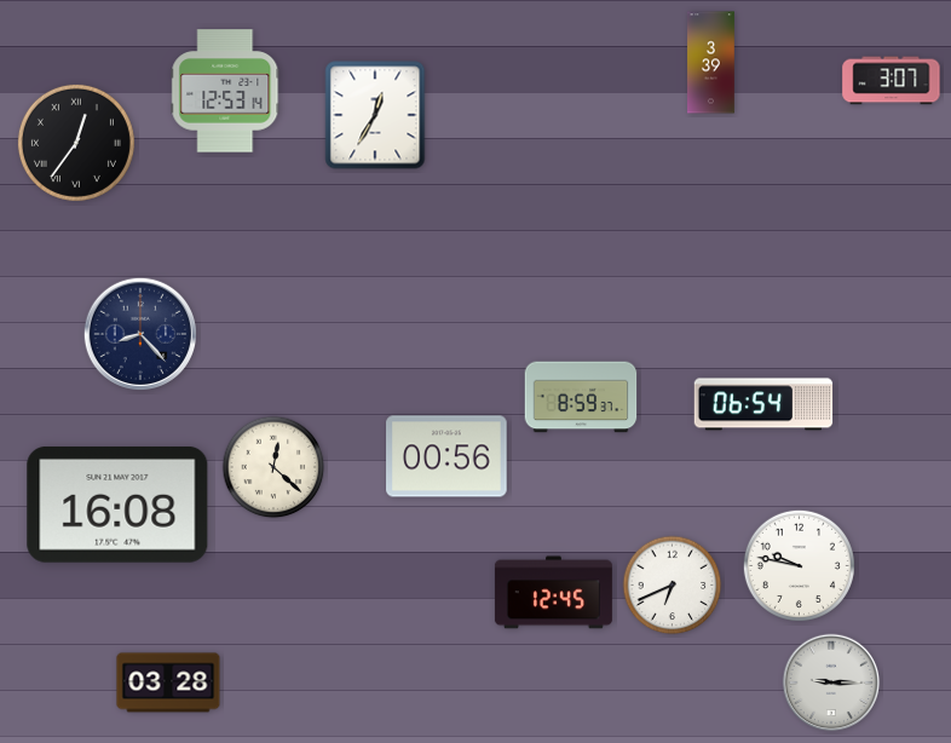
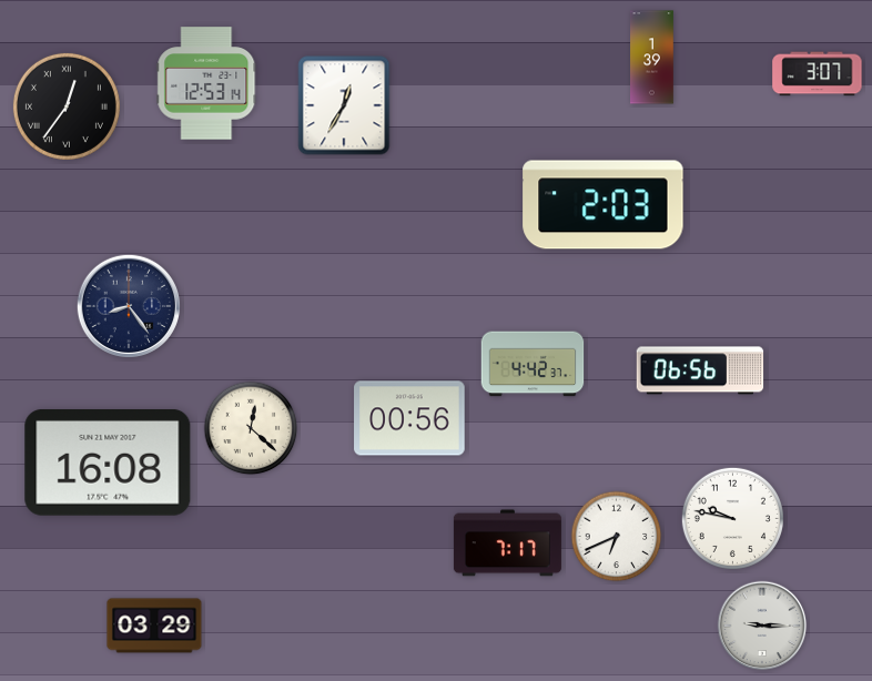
clock at (711, 63): 3:39 -> 1:39
clock at (76, 143) position: (76, 143) -> (67, 106)
clock at (604, 205): none -> 2:03
clock at (139, 333): 8:23 -> 8:24
clock at (581, 397): 8:59 -> 4:42
clock at (763, 404): 06:54 -> 06:56
clock at (553, 593): 12:45 -> 7:17
clock at (168, 682): 03:28 -> 03:29
